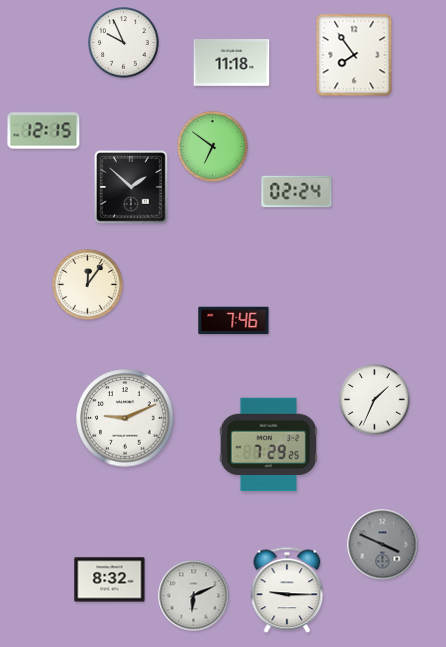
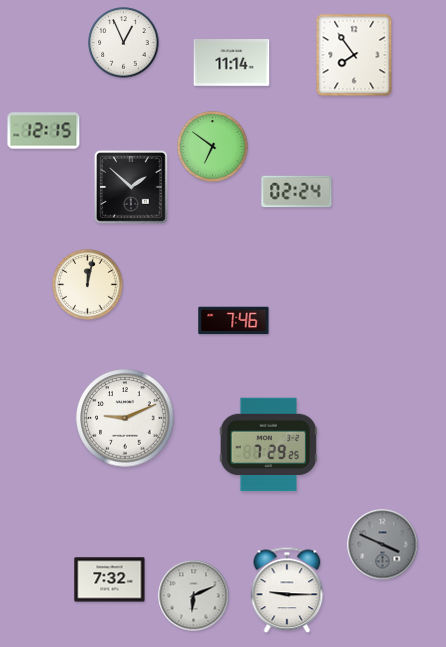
clock at (124, 43): 9:56 -> 12:56
clock at (232, 63): 11:18 -> 11:14
clock at (88, 285): 12:06 -> 12:02
clock at (375, 400): 1:34 -> none
clock at (110, 580): 8:32 -> 7:32
